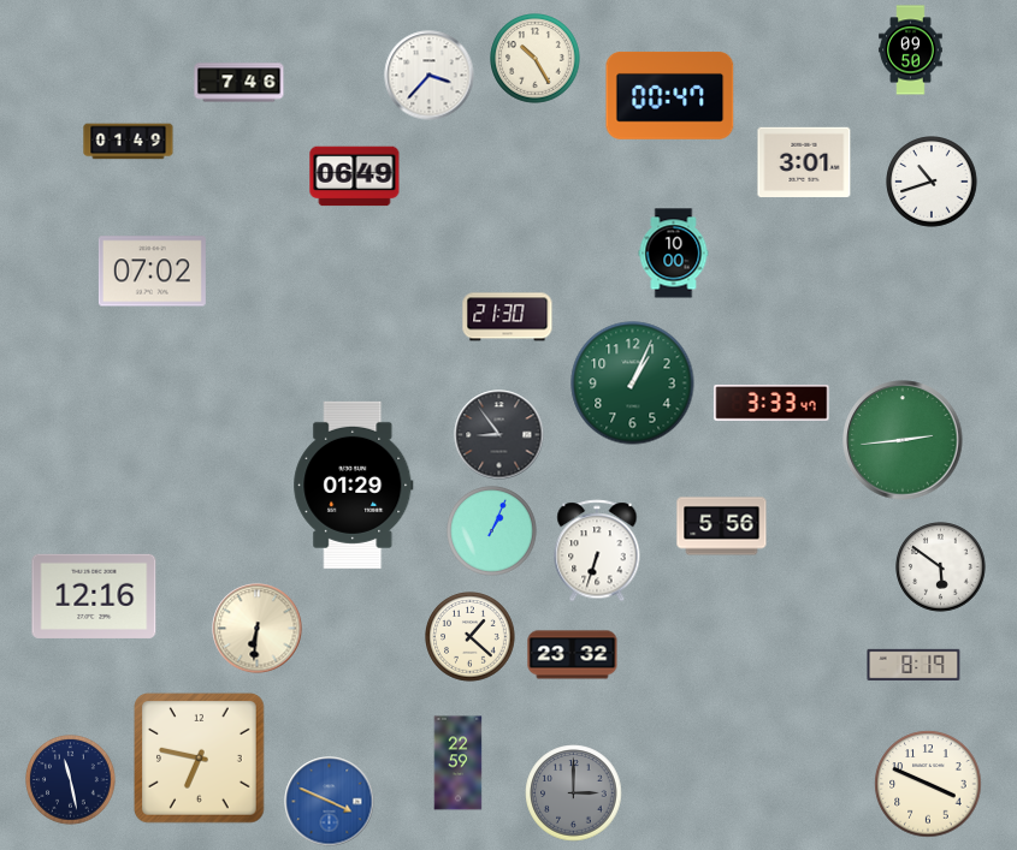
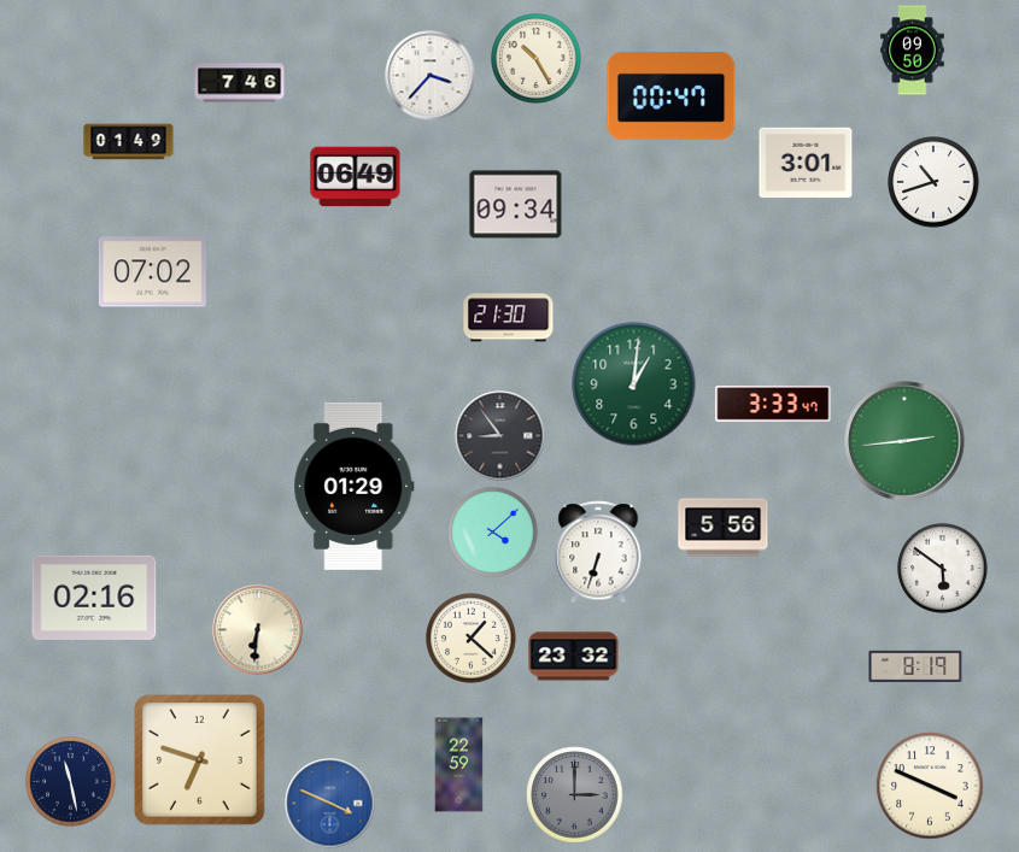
clock at (516, 205): none -> 09:34
clock at (674, 254): 10:00 -> none
clock at (633, 384): 1:04 -> 1:01
clock at (492, 531): 1:04 -> 4:08
clock at (94, 596): 12:16 -> 02:16
clock at (200, 759): 6:47 -> 6:48
